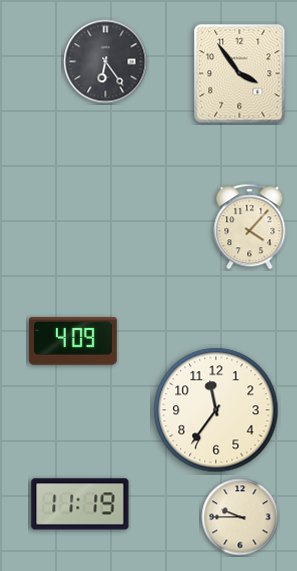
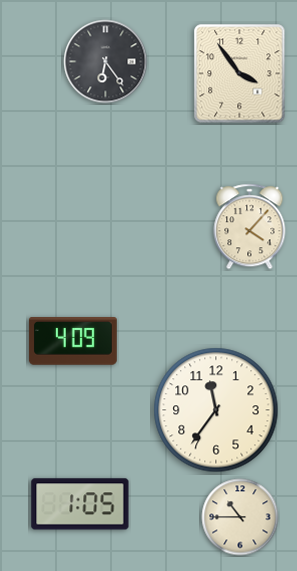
clock at (80, 504): 11:19 -> 1:05
clock at (240, 517): 9:45 -> 10:45
